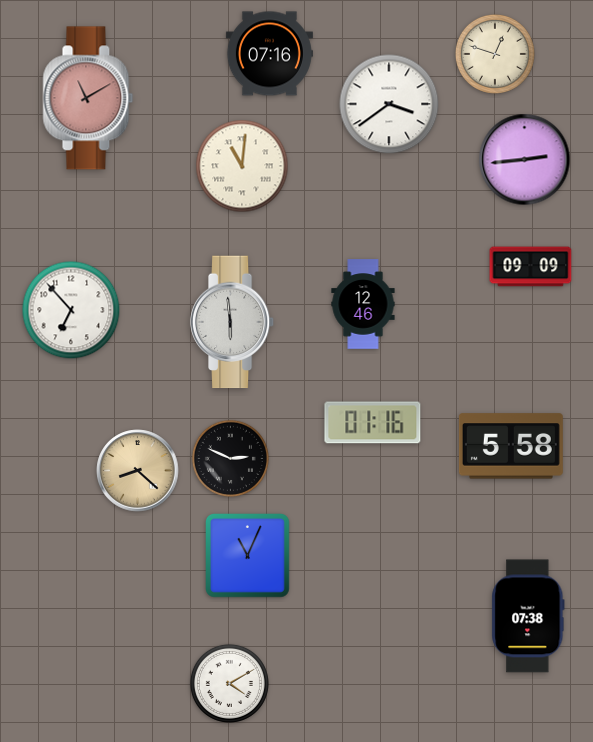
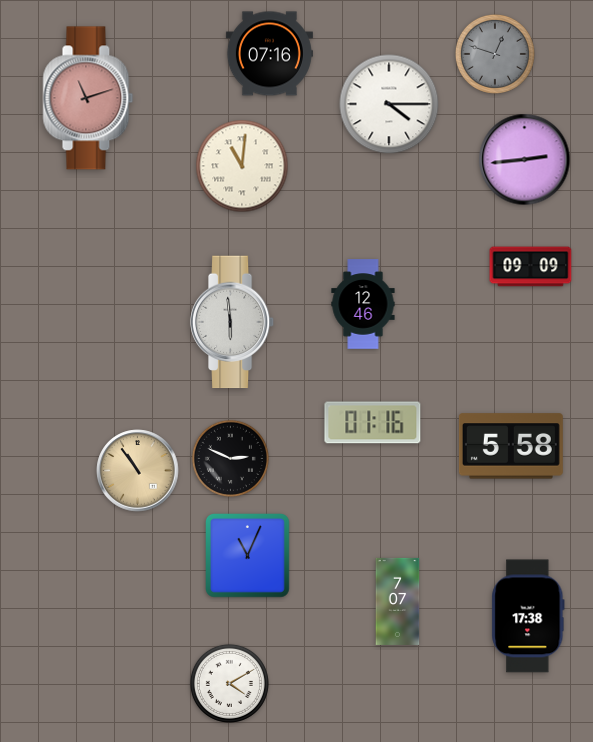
clock at (495, 54) dial: cream -> grey
clock at (88, 98): 11:10 -> 11:12
clock at (389, 104): 3:39 -> 4:15
clock at (71, 310): 6:53 -> none
clock at (138, 471): 8:22 -> 10:54
clock at (398, 601): none -> 7:07
clock at (528, 616): 07:38 -> 17:38
